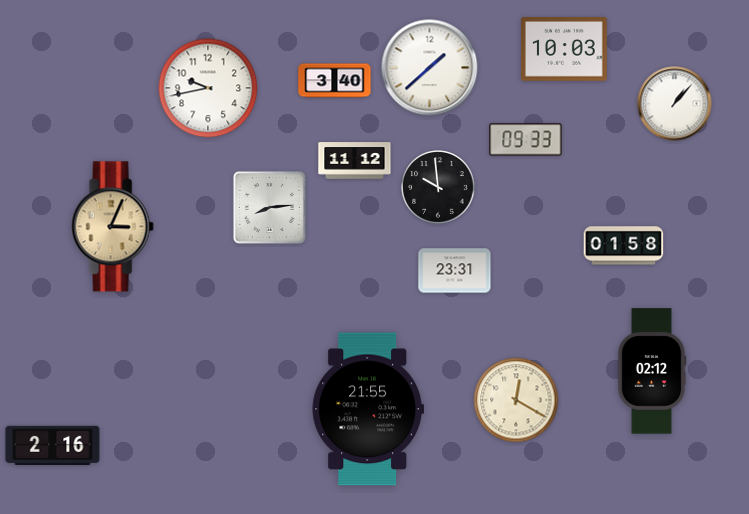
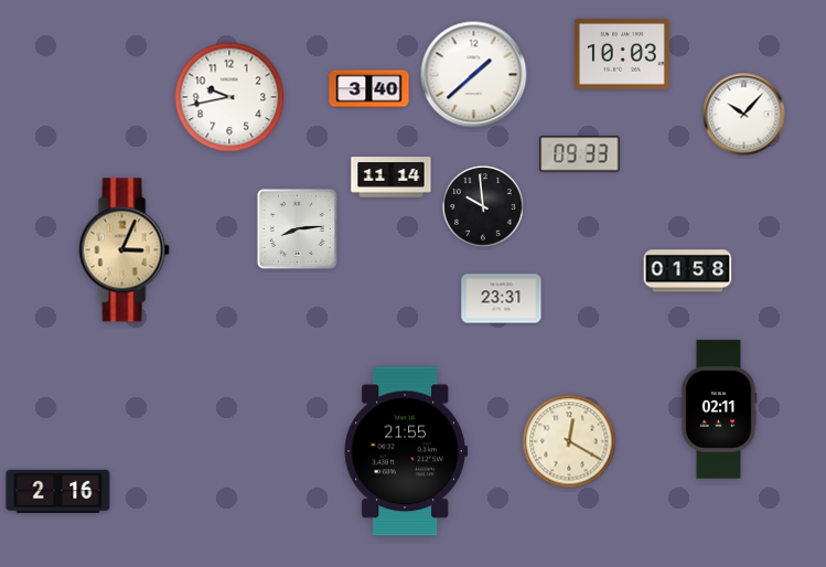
clock at (675, 104): 1:07 -> 10:07
clock at (355, 161): 11:12 -> 11:14
clock at (652, 371): 02:12 -> 02:11
